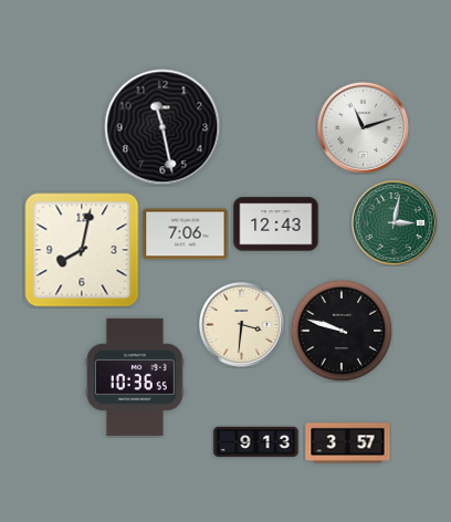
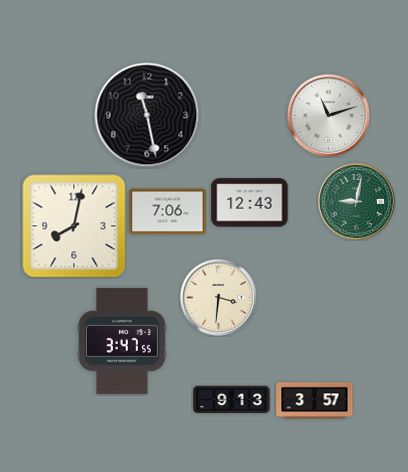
clock at (394, 222): 3:02 -> 9:02
clock at (241, 324) position: (241, 324) -> (218, 297)
clock at (342, 331): 9:48 -> none
clock at (135, 377): 10:36 -> 3:47
